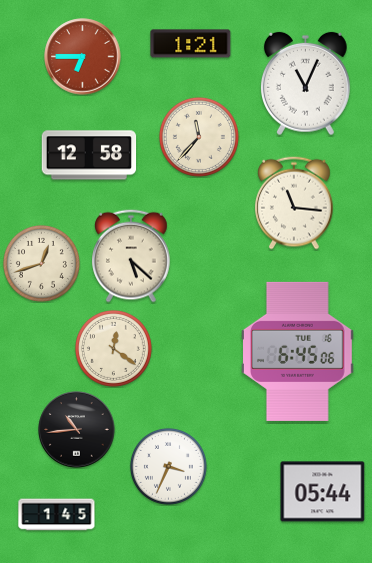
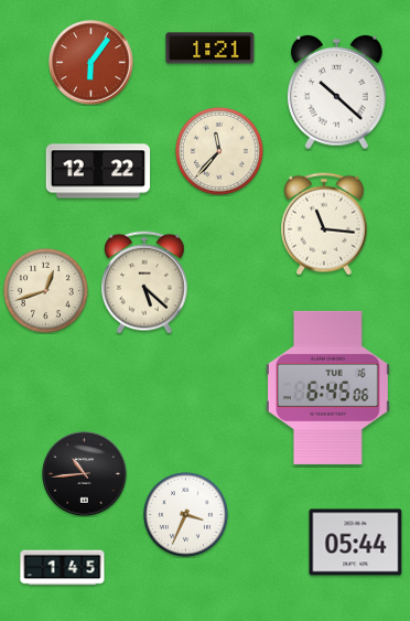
clock at (83, 57): 6:45 -> 6:06
clock at (306, 84): 11:04 -> 10:22
clock at (89, 155): 12:58 -> 12:22
clock at (113, 348): 12:21 -> none
